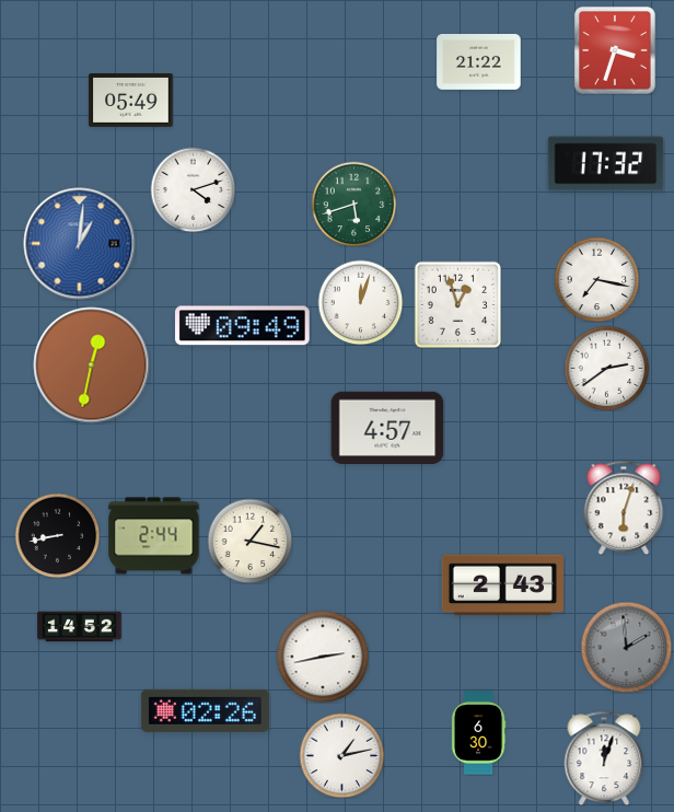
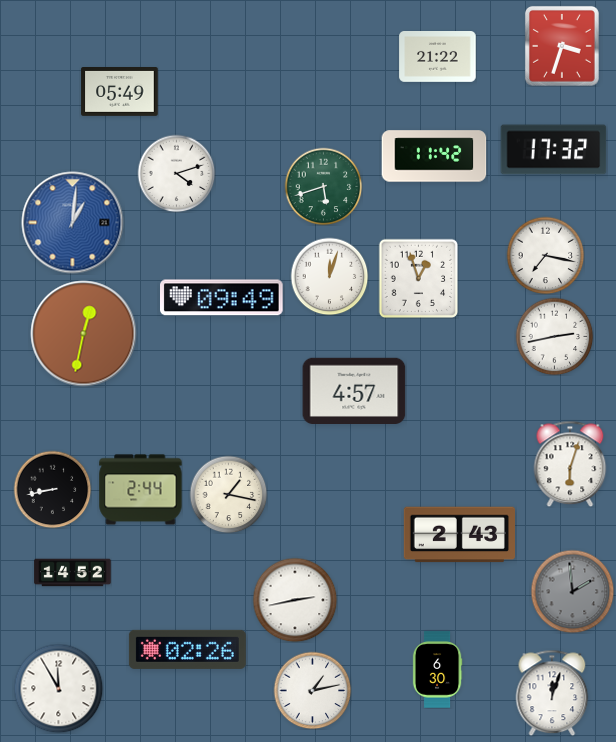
clock at (434, 156): none -> 11:42
clock at (606, 368): 2:39 -> 2:43
clock at (58, 688): none -> 11:55
